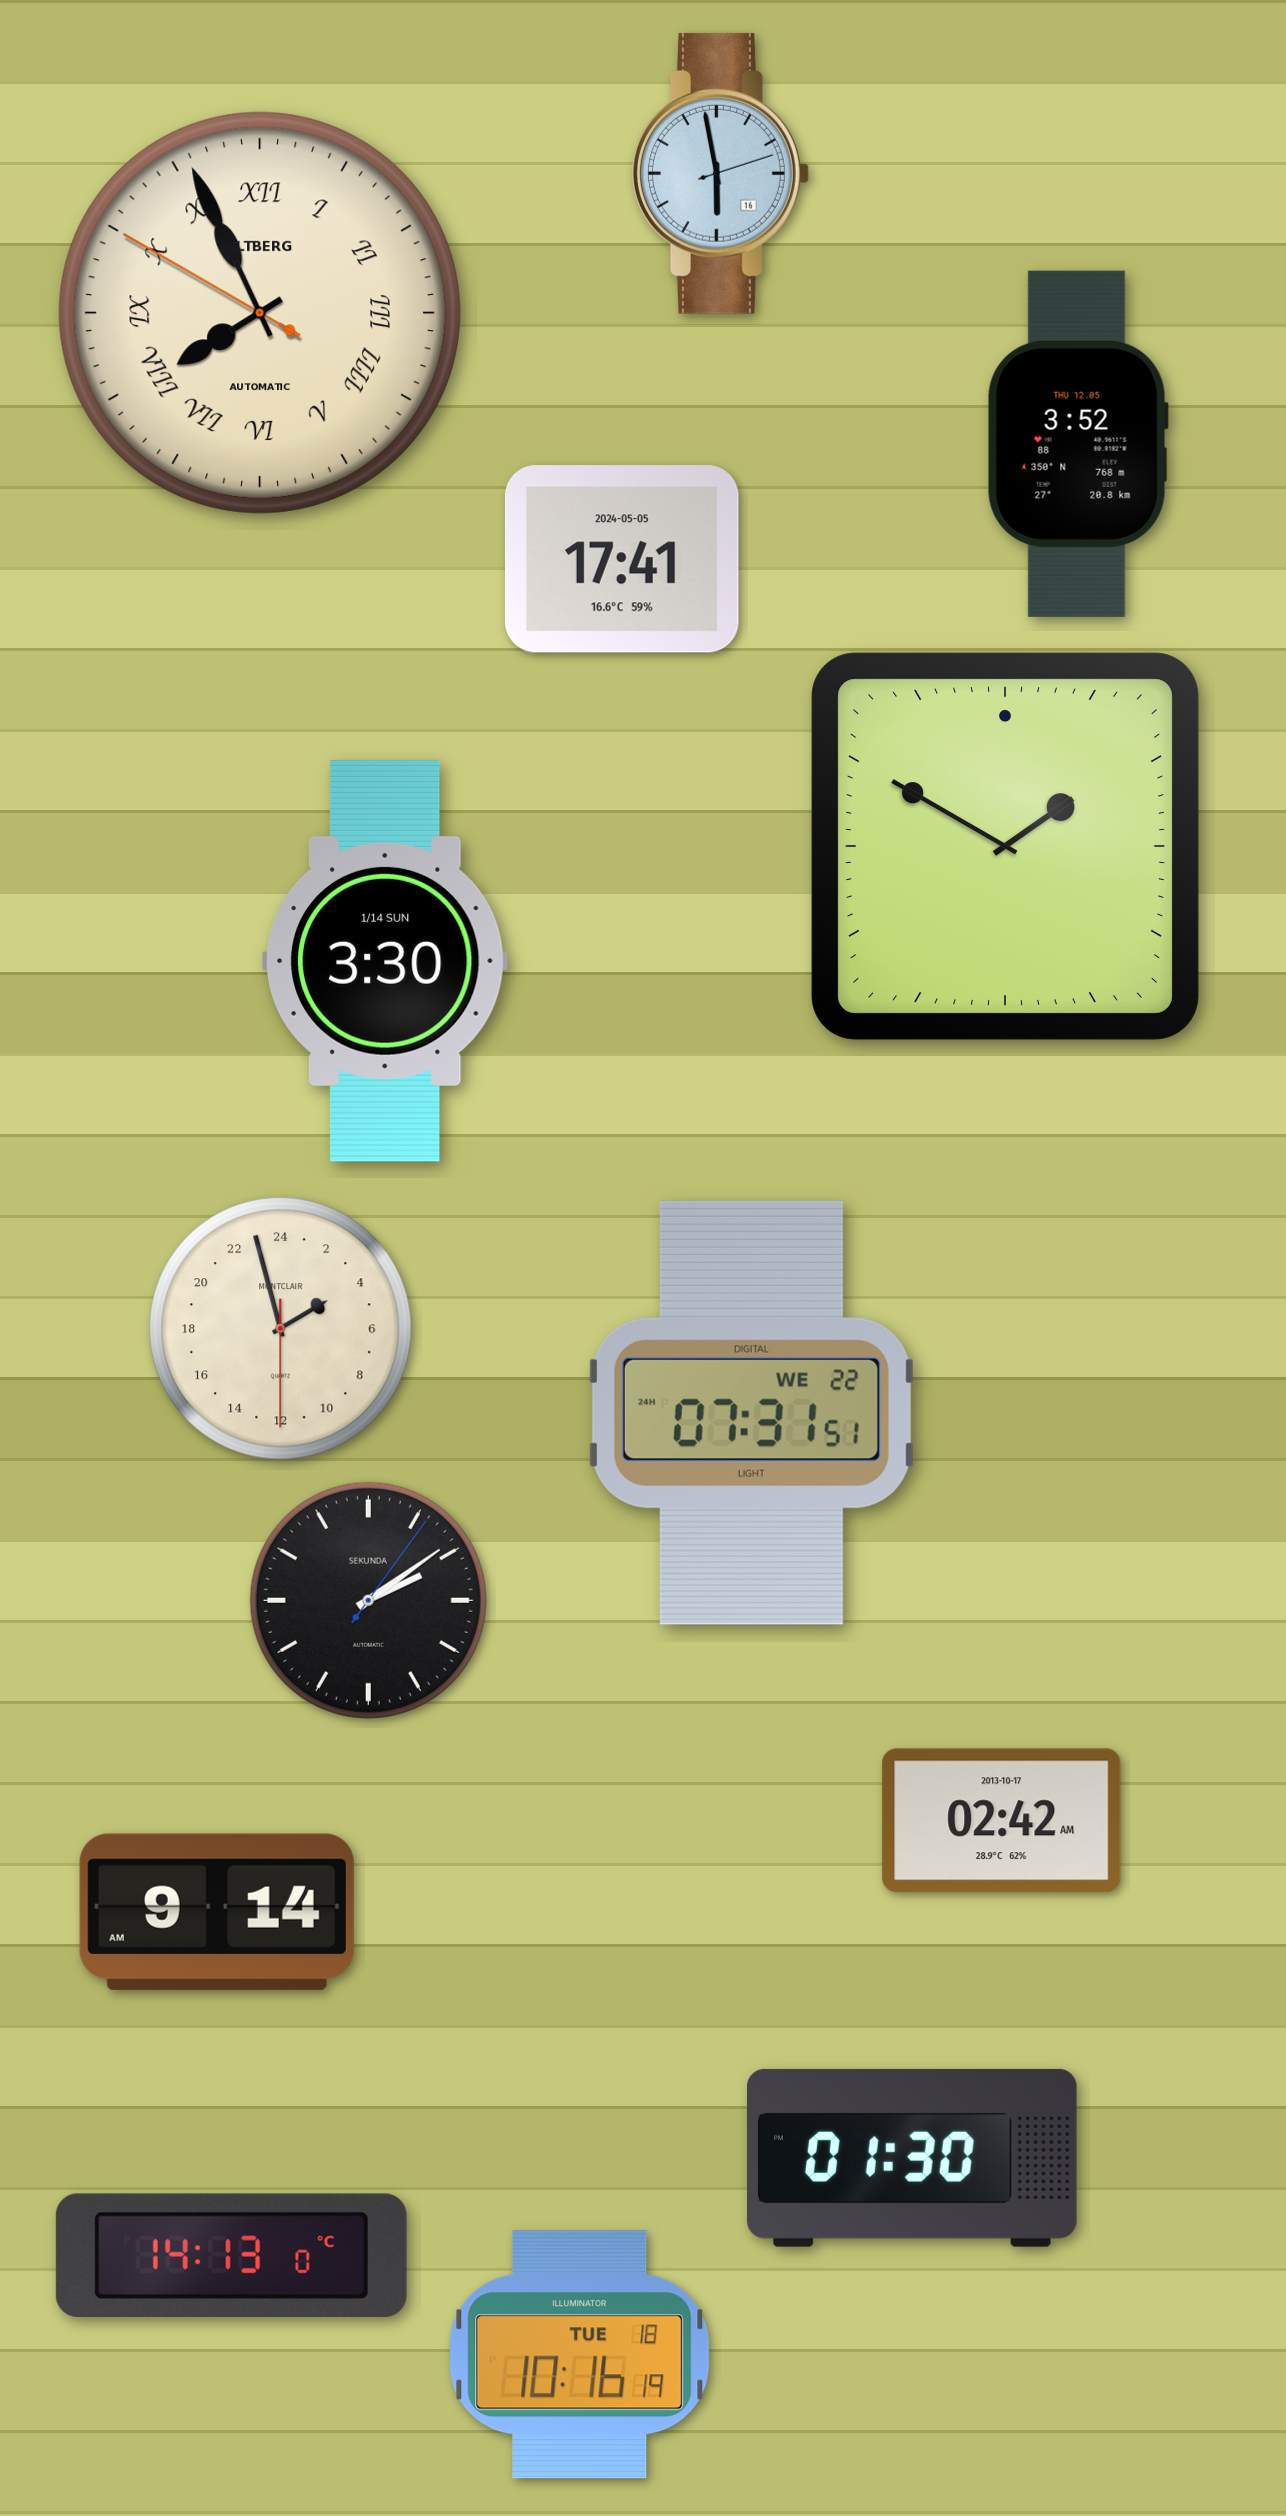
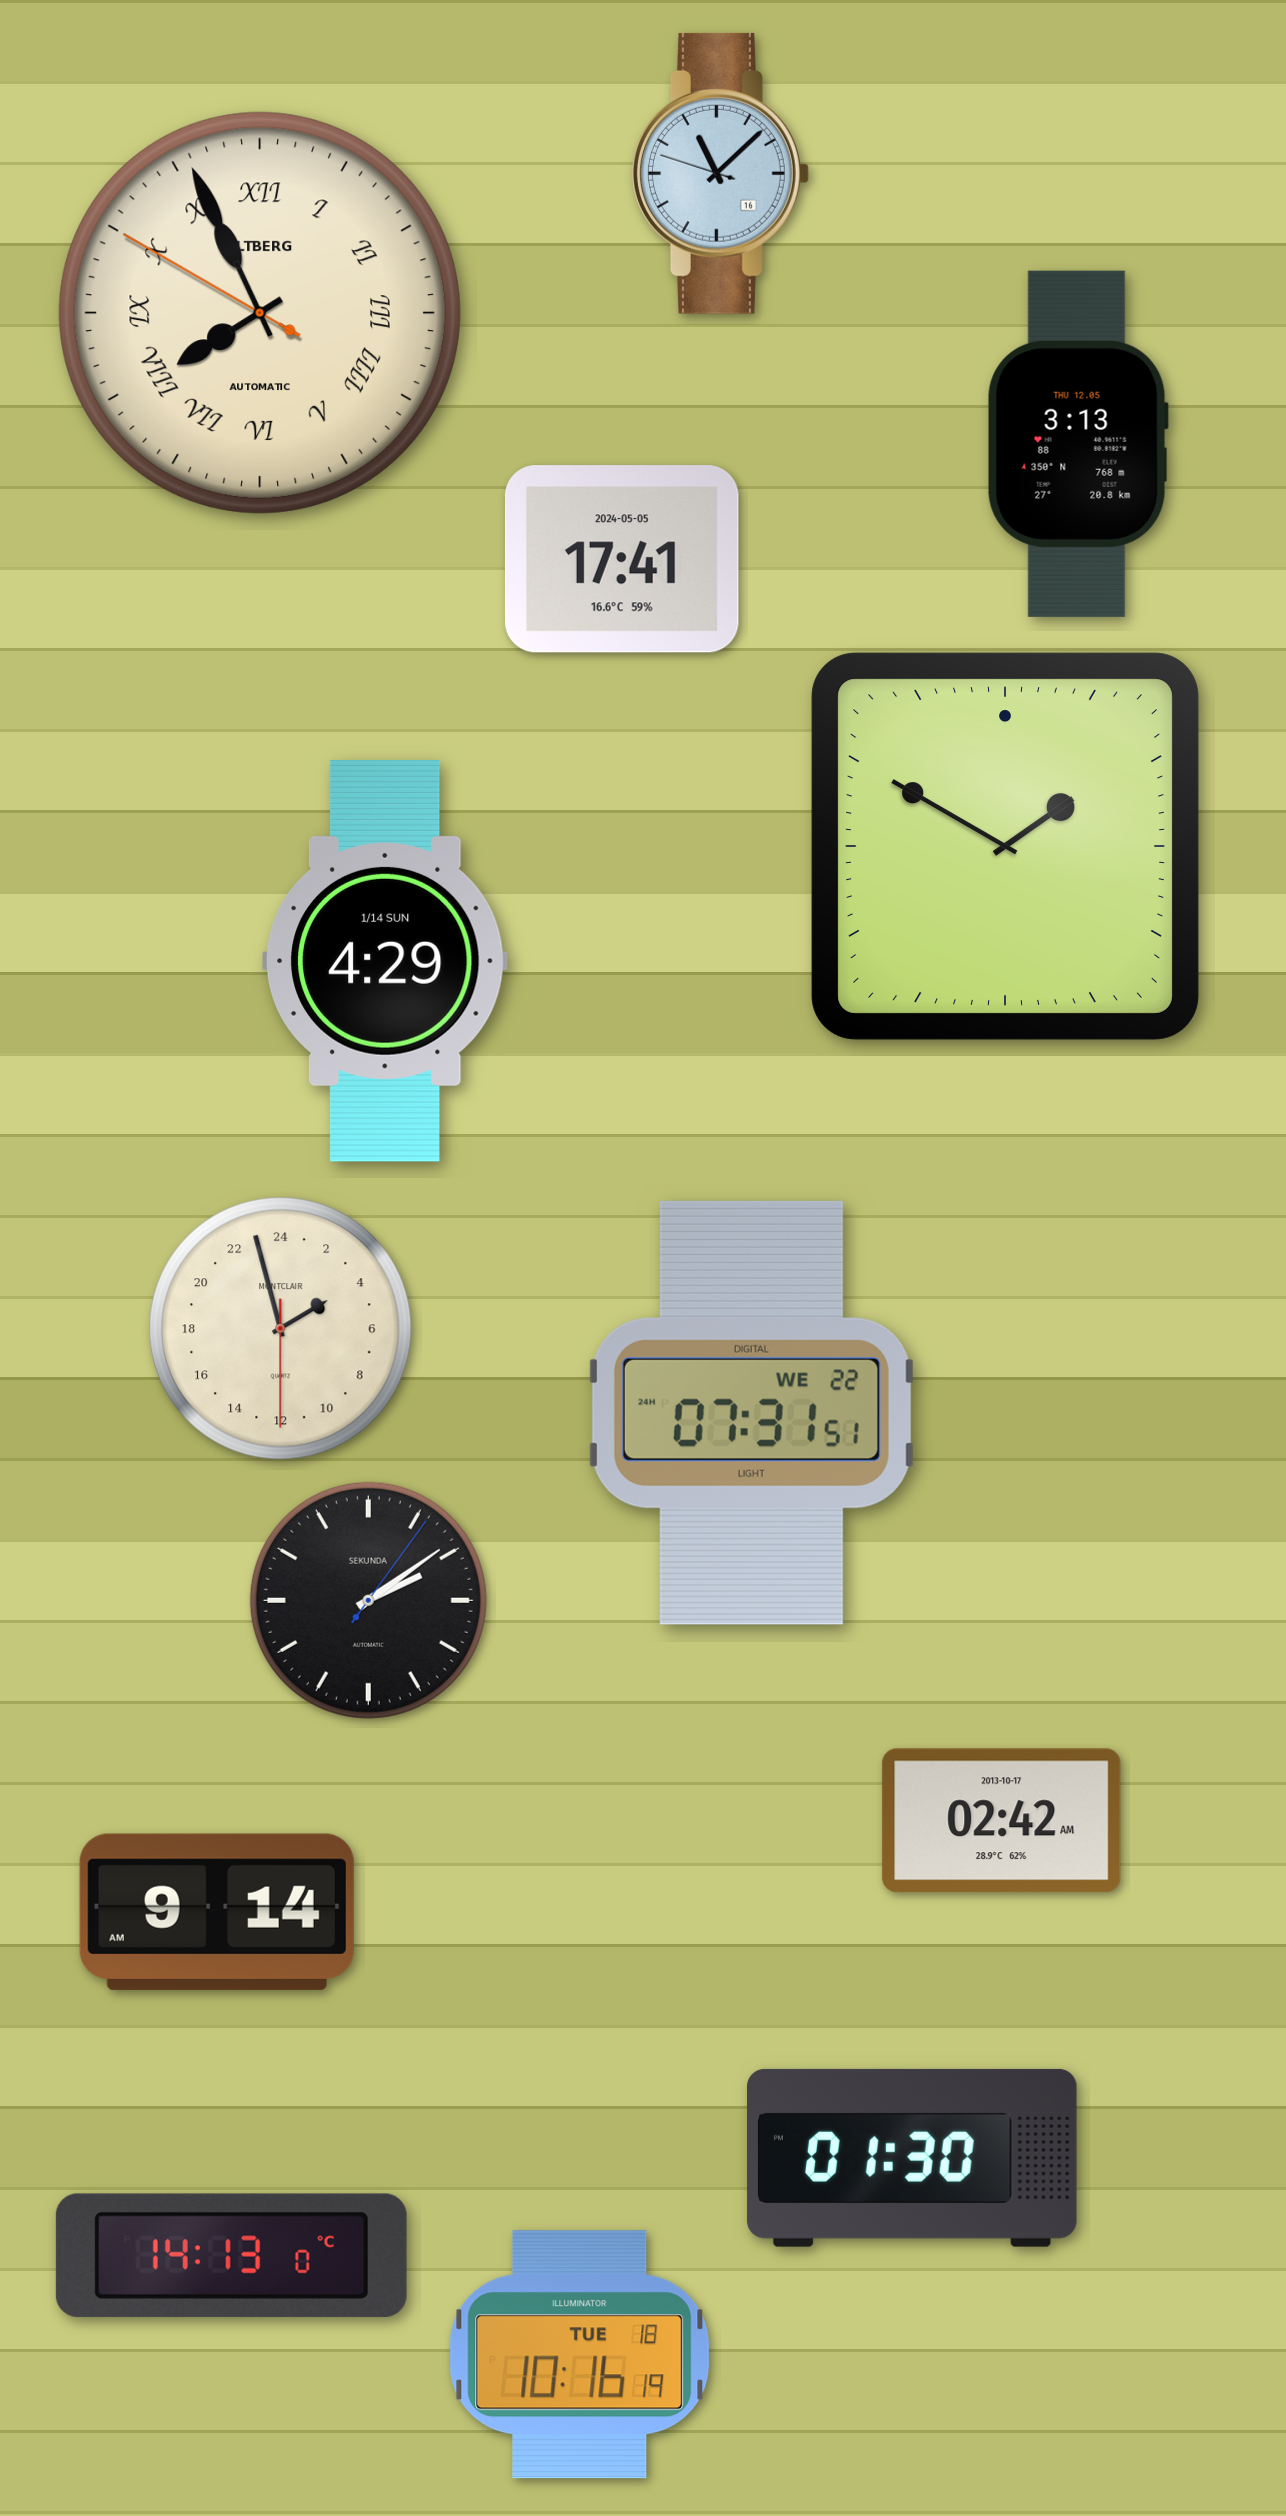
clock at (721, 173): 5:58 -> 11:07
clock at (1078, 444): 3:52 -> 3:13
clock at (385, 961): 3:30 -> 4:29
